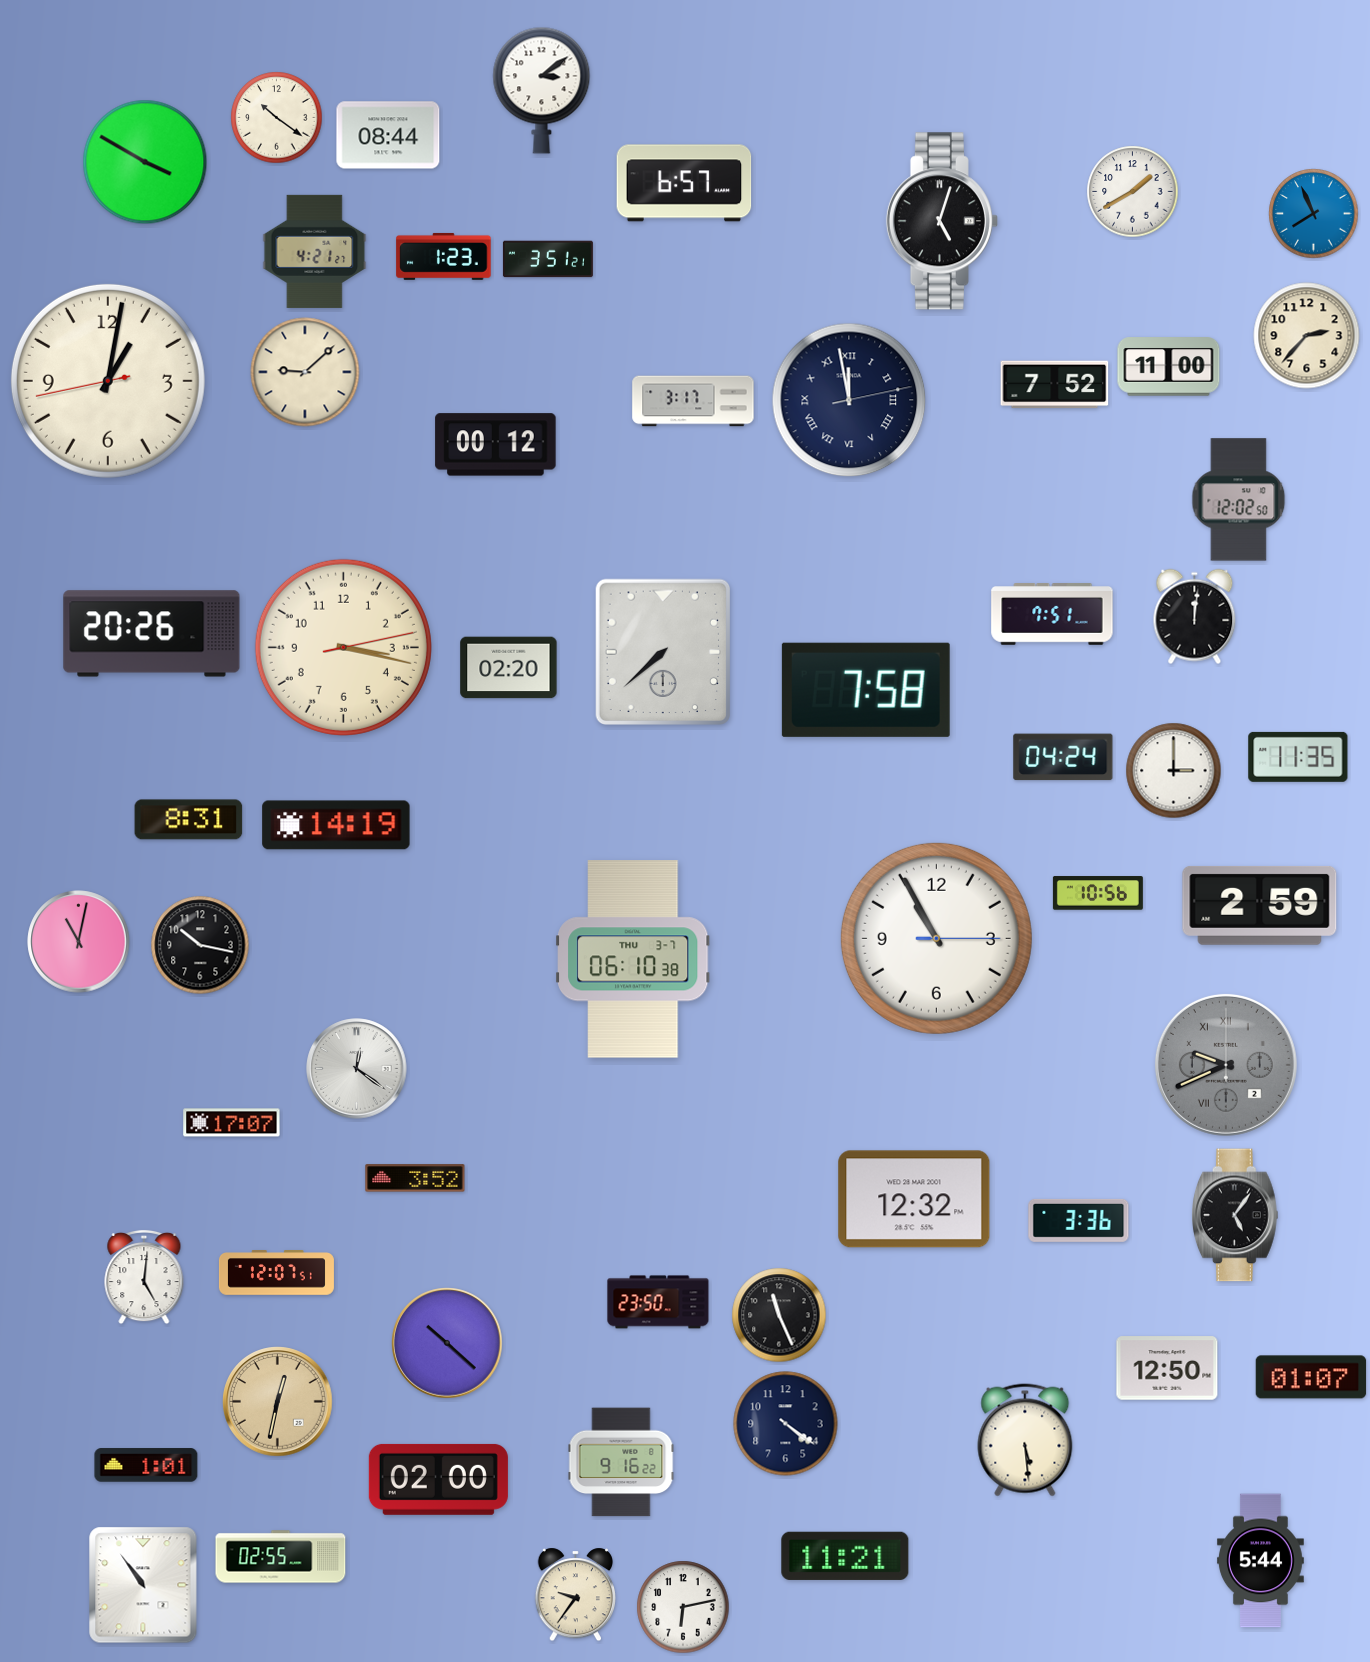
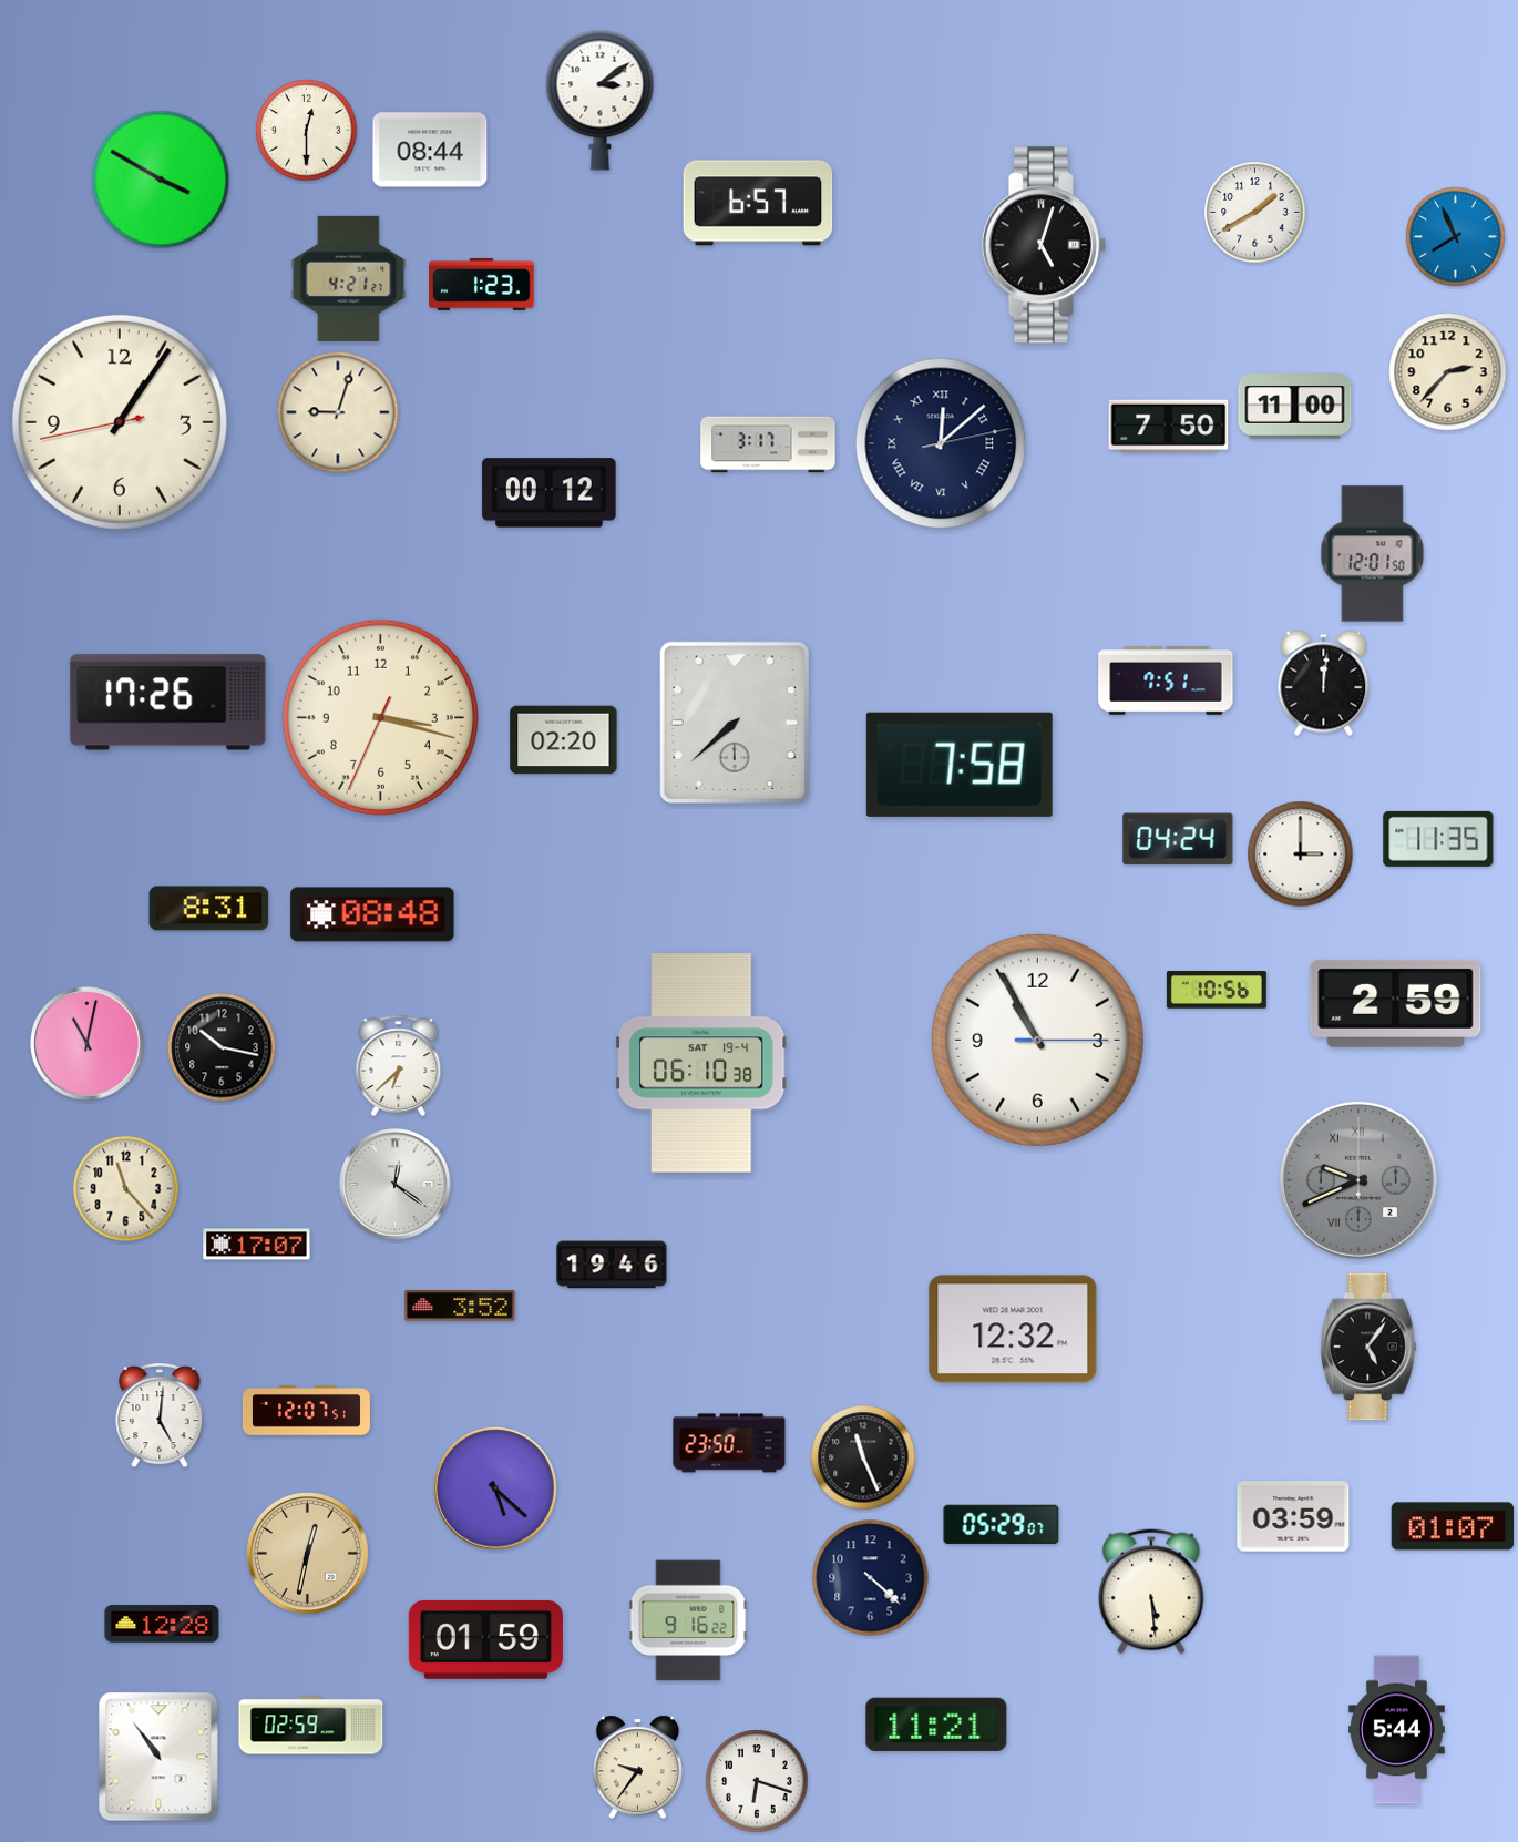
clock at (277, 118): 10:21 -> 12:30
clock at (444, 256) position: (444, 256) -> (482, 284)
clock at (548, 259): 3:51 -> none
clock at (305, 372): 9:08 -> 9:03
clock at (108, 381): 1:01 -> 1:05
clock at (1055, 385): 7:52 -> 7:50
clock at (849, 400): 11:58 -> 12:08
clock at (1239, 500): 12:02 -> 12:01
clock at (152, 634): 20:26 -> 17:26
clock at (343, 647): 3:17:13 -> 3:17:34
clock at (336, 825): 14:19 -> 08:48
clock at (634, 959) date: THU 3-7 -> SAT 19-4
clock at (399, 1065): none -> 6:38
clock at (126, 1189): none -> 11:23
clock at (612, 1265): none -> 19:46
clock at (1079, 1220): 3:36 -> none
clock at (447, 1343): 10:22 -> 5:22
clock at (1167, 1368): 12:50 -> 03:59
clock at (1002, 1525): none -> 05:29
clock at (786, 1424): 4:21 -> 4:22
clock at (1025, 1440) position: (1025, 1440) -> (1151, 1592)
clock at (146, 1465): 1:01 -> 12:28
clock at (438, 1479): 02:00 -> 01:59
clock at (281, 1557): 02:55 -> 02:59
clock at (683, 1607): 6:13 -> 6:18
